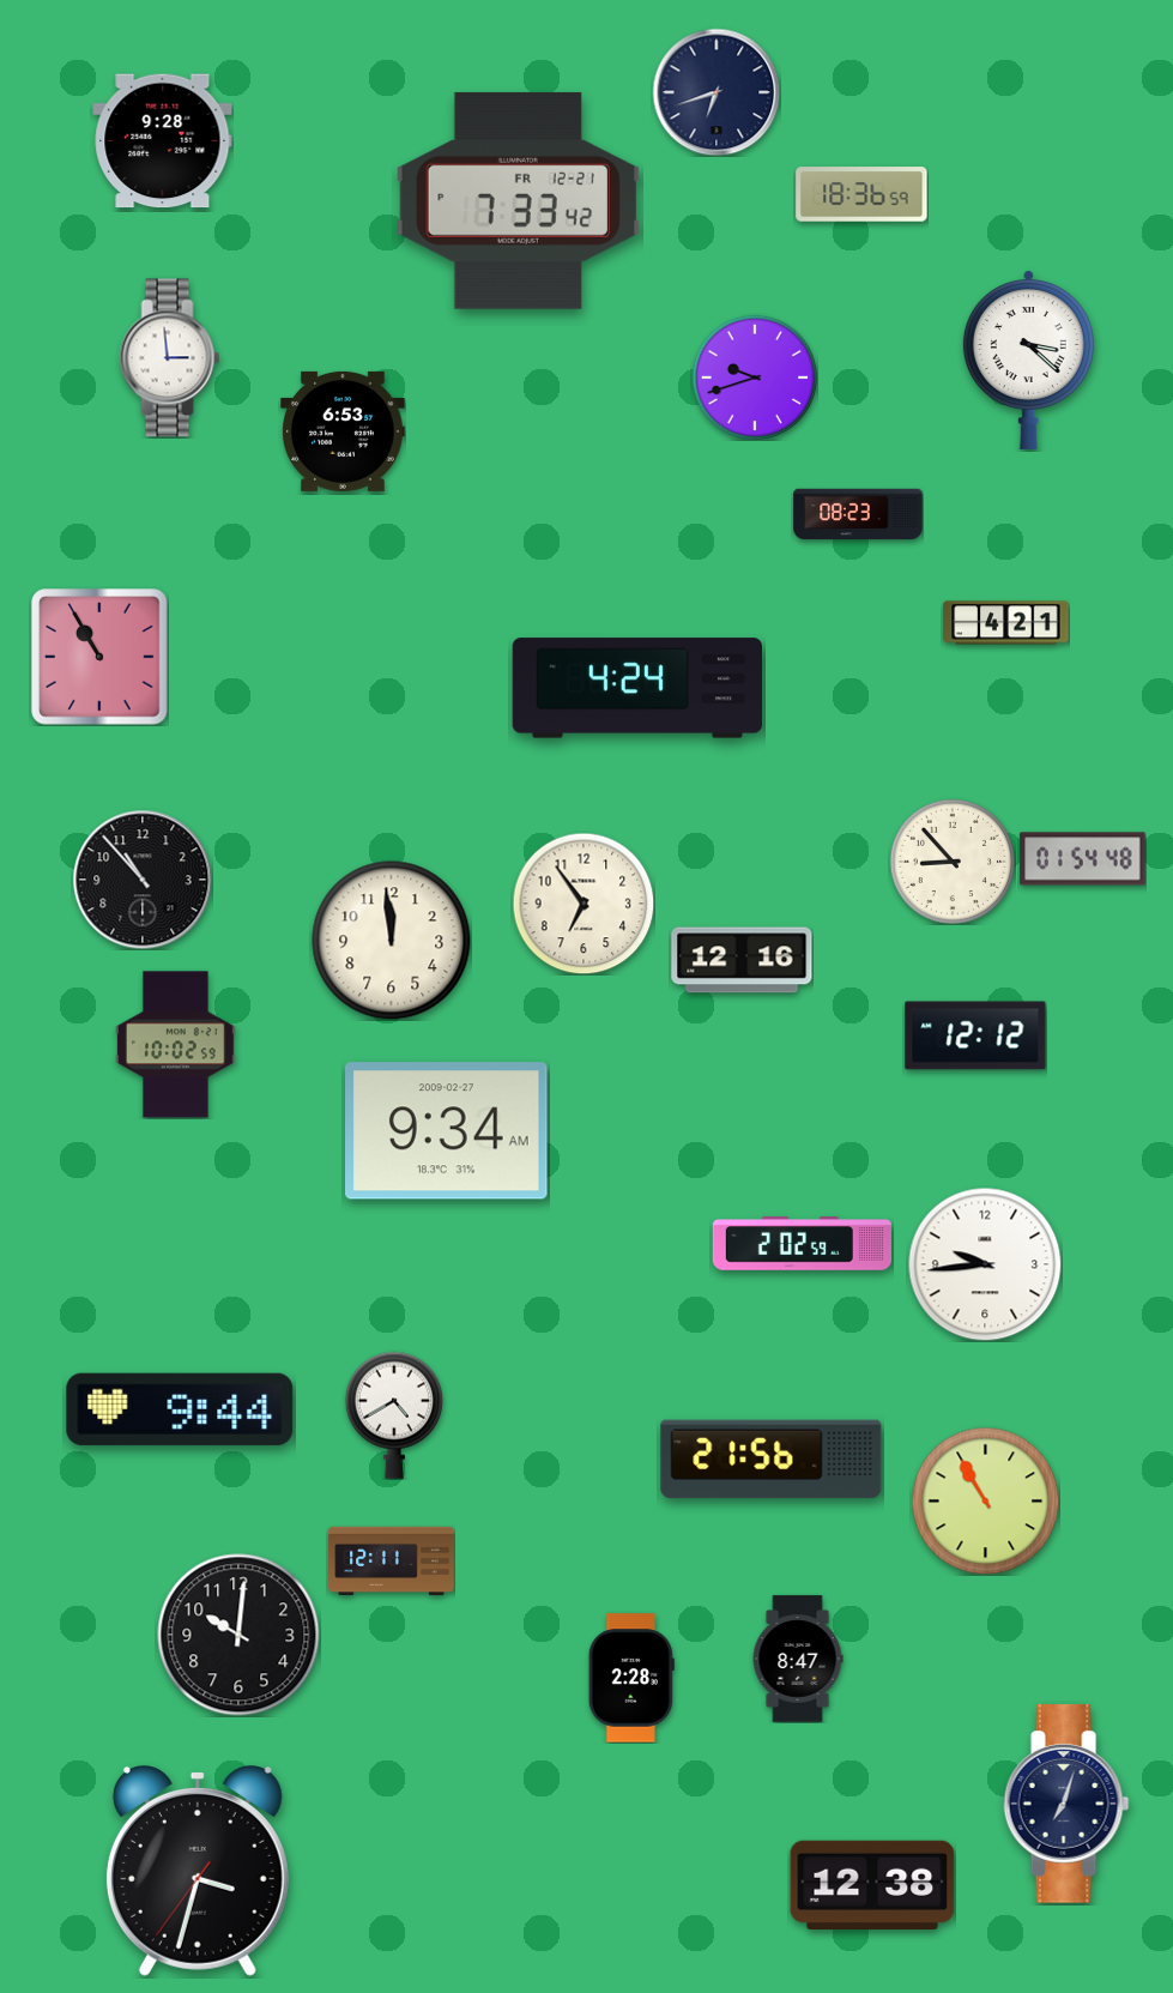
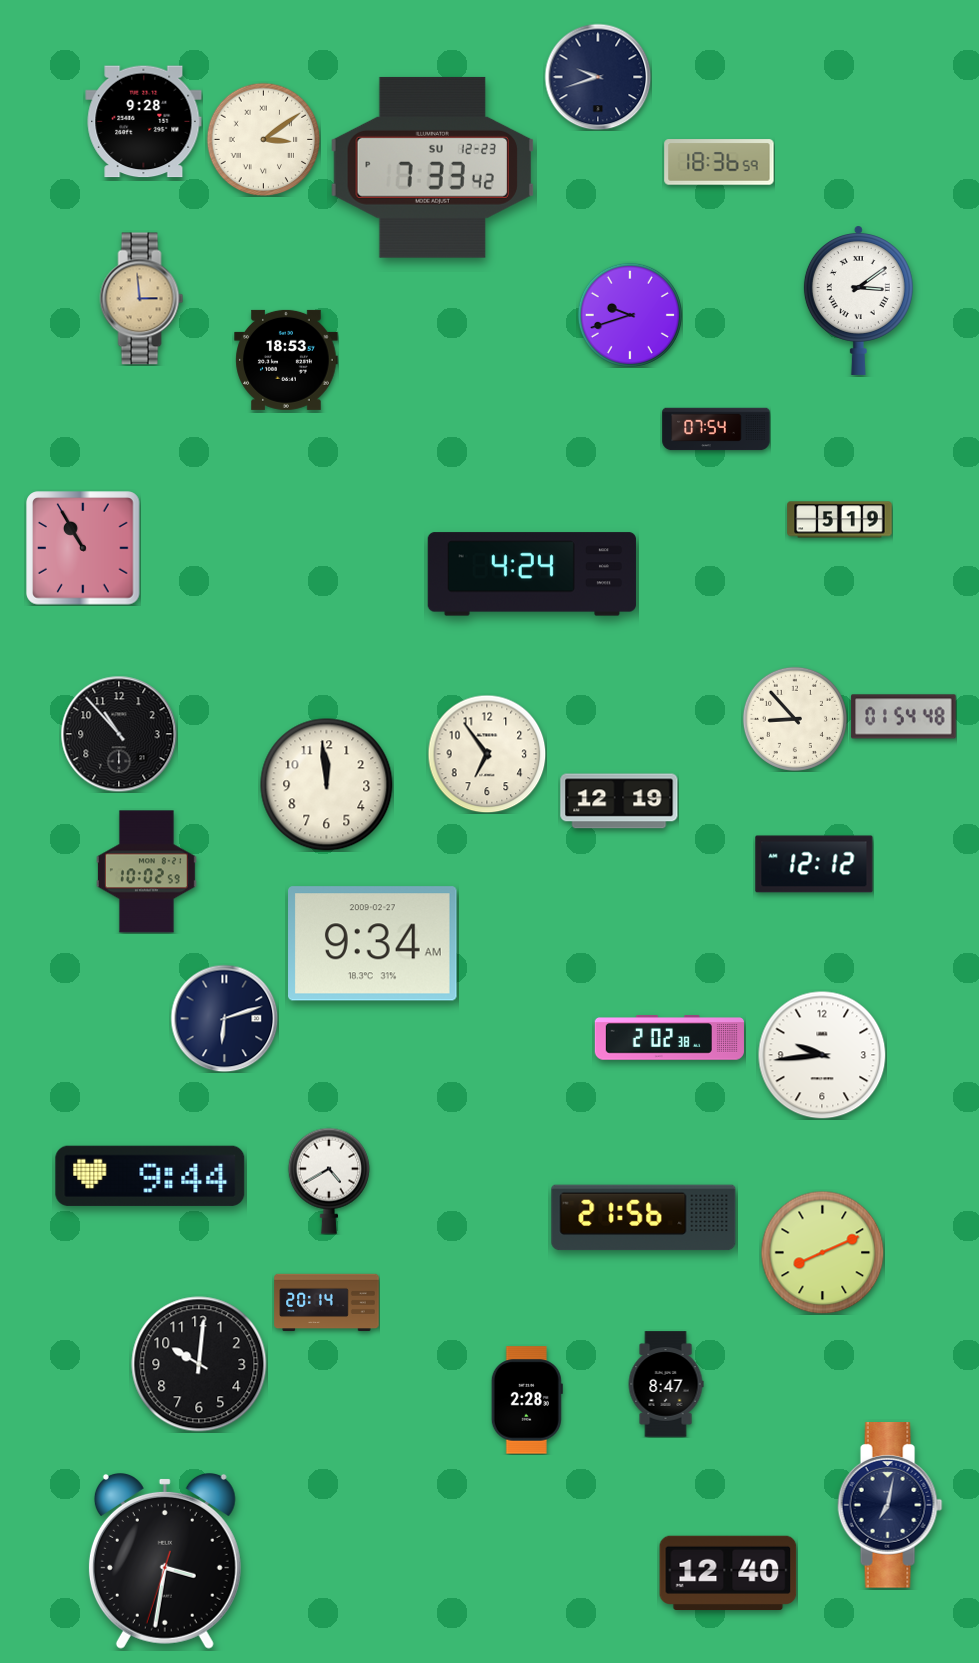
clock at (717, 92): 6:42 -> 9:42
clock at (163, 141) position: (163, 141) -> (144, 122)
clock at (263, 139): none -> 3:09
clock at (518, 200) date: FR 12-21 -> SU 12-23
clock at (170, 358) dial: white -> champagne
clock at (1028, 361): 3:22 -> 3:09
clock at (343, 431): 6:53 -> 18:53
clock at (858, 514): 08:23 -> 07:54
clock at (1006, 623): 4:21 -> 5:19
clock at (742, 960): 12:16 -> 12:19
clock at (224, 1018): none -> 6:12
clock at (802, 1244): 2:02:59 -> 2:02:38
clock at (985, 1500): 10:55 -> 8:11
clock at (392, 1562): 12:11 -> 20:14
clock at (1066, 1804): 7:03 -> 7:02
clock at (198, 1871): 3:32 -> 3:31
clock at (872, 1884): 12:38 -> 12:40
